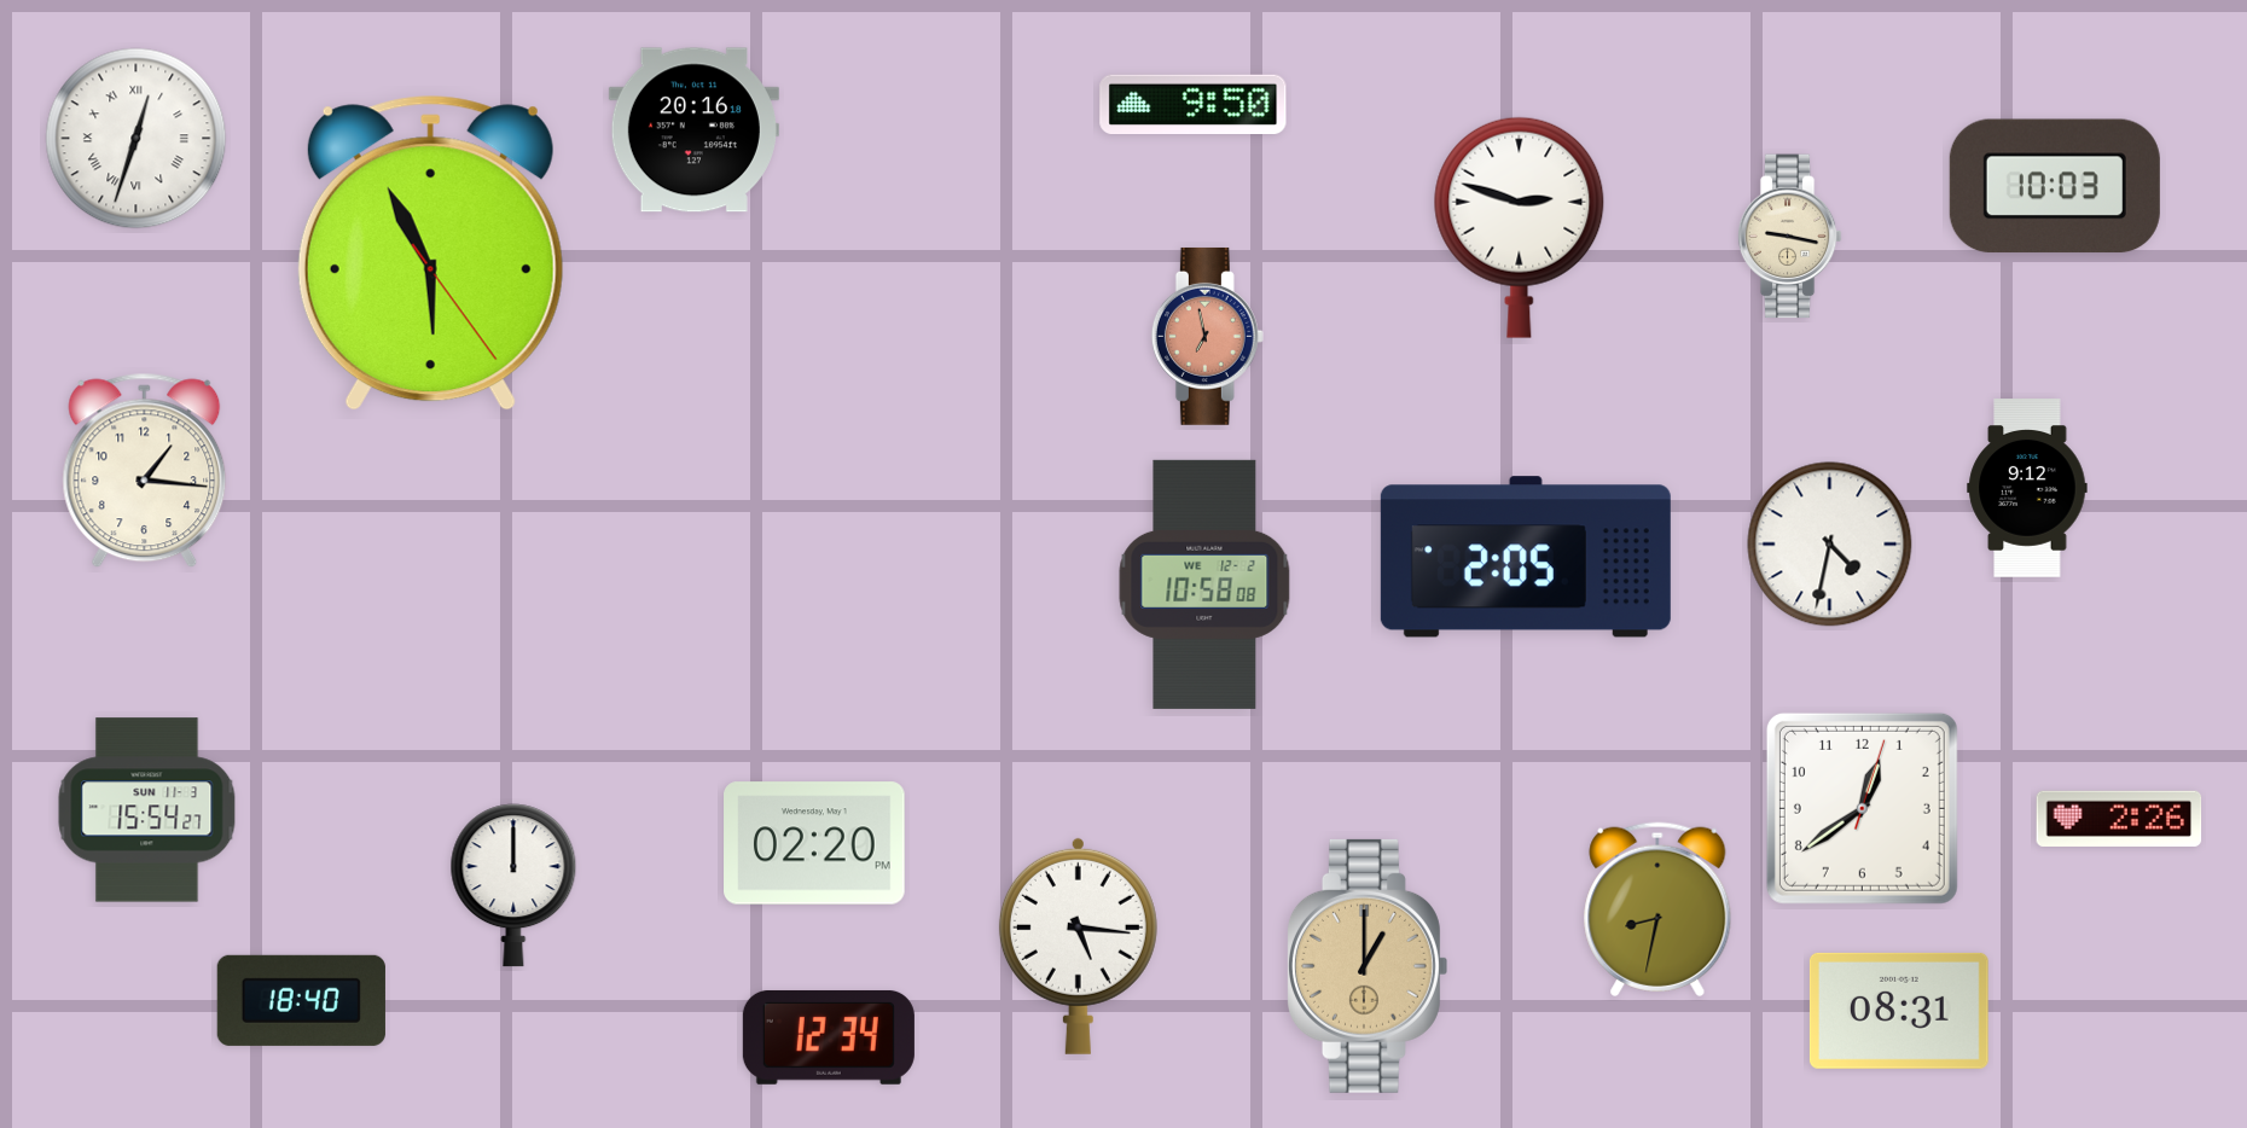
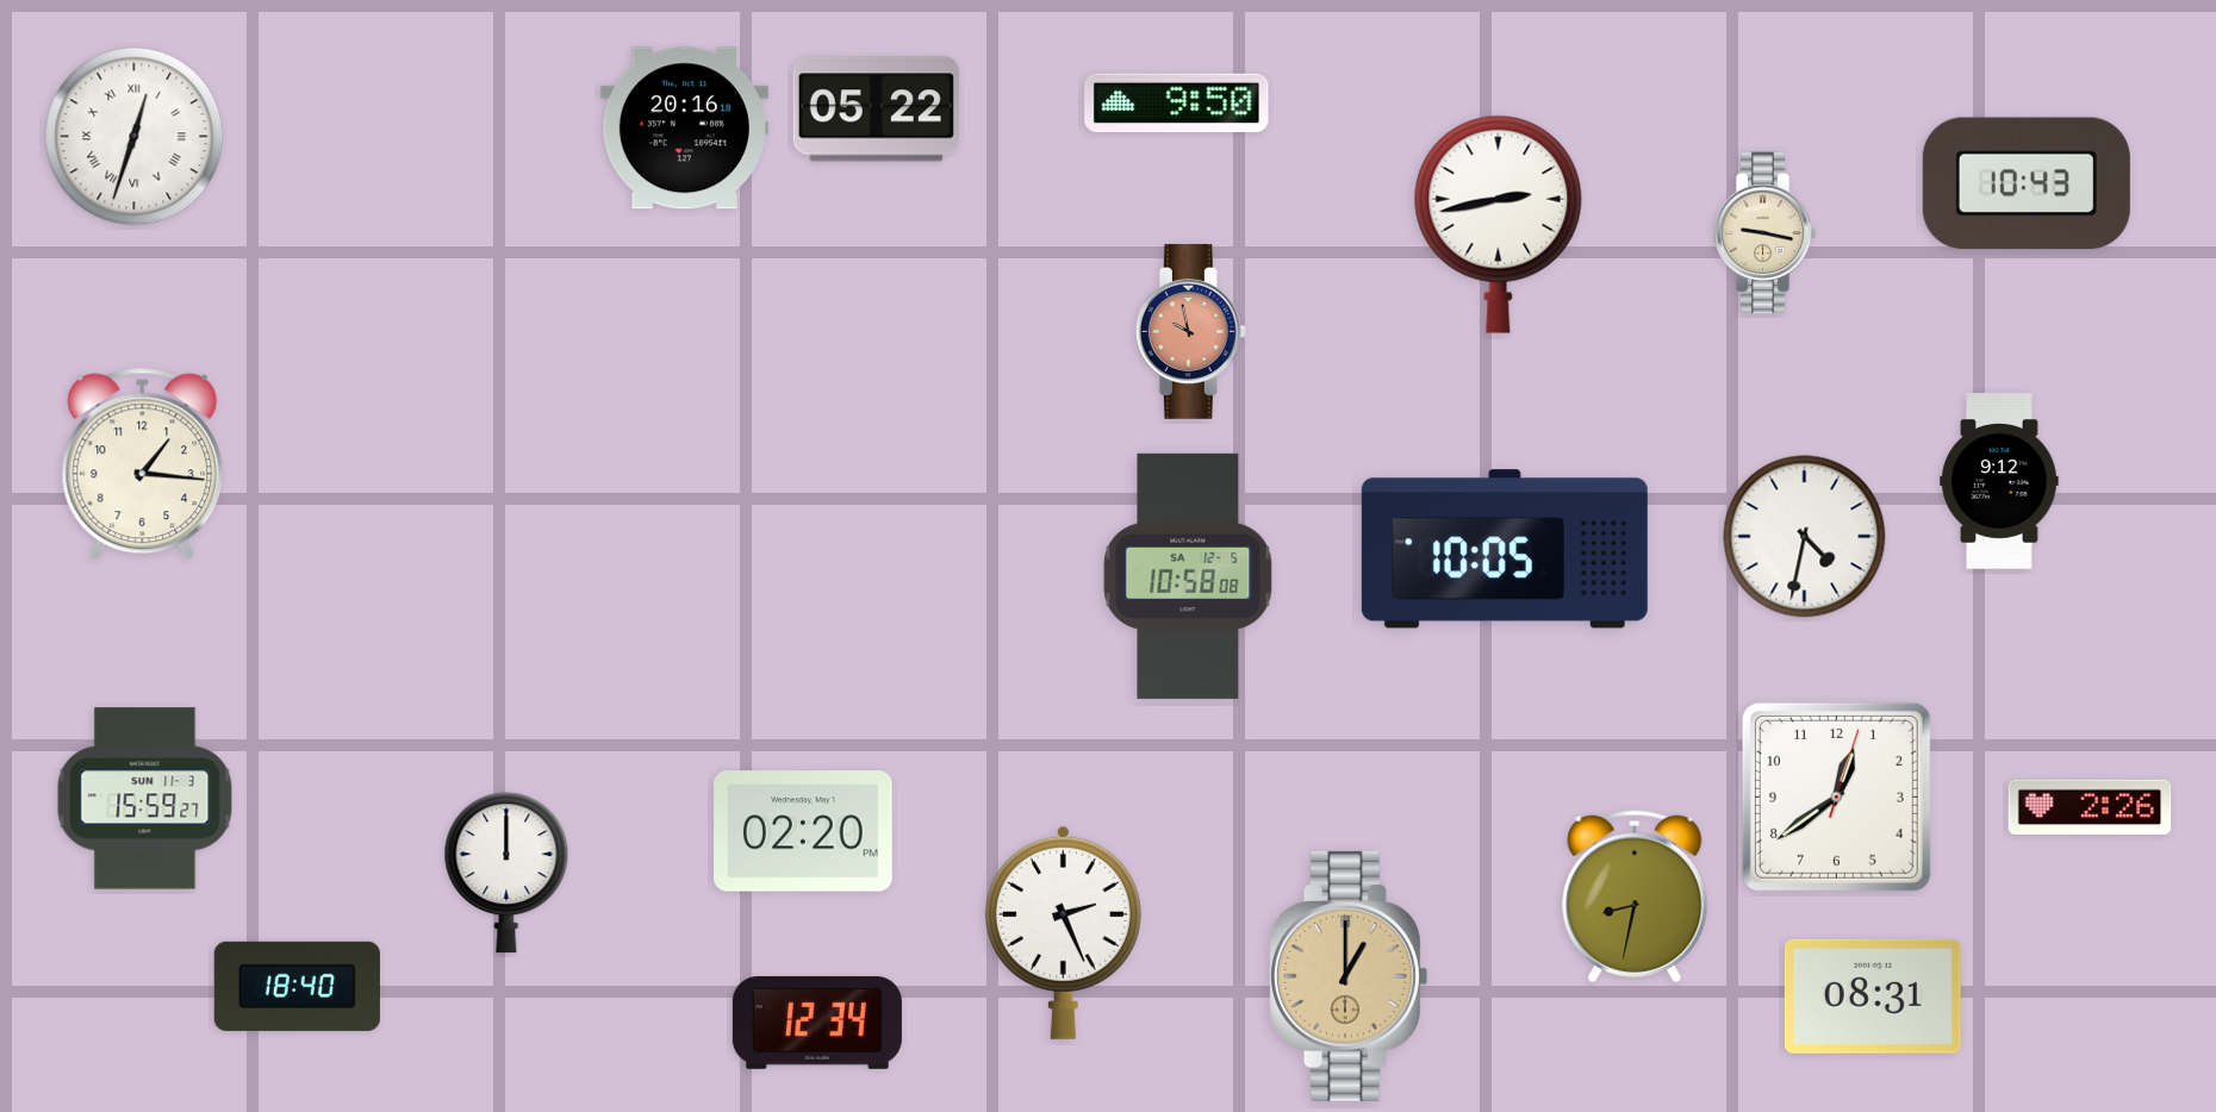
clock at (876, 110): none -> 05:22
clock at (2055, 186): 10:03 -> 10:43
clock at (1520, 227): 2:48 -> 2:43
clock at (430, 254): 5:55 -> none
clock at (1207, 336): 6:58 -> 9:58
clock at (1526, 557): 2:05 -> 10:05
clock at (1204, 585) date: WE 12-2 -> SA 12-5
clock at (147, 810): 15:54 -> 15:59
clock at (1078, 946): 5:16 -> 2:26
clock at (1368, 966) position: (1368, 966) -> (1349, 976)
